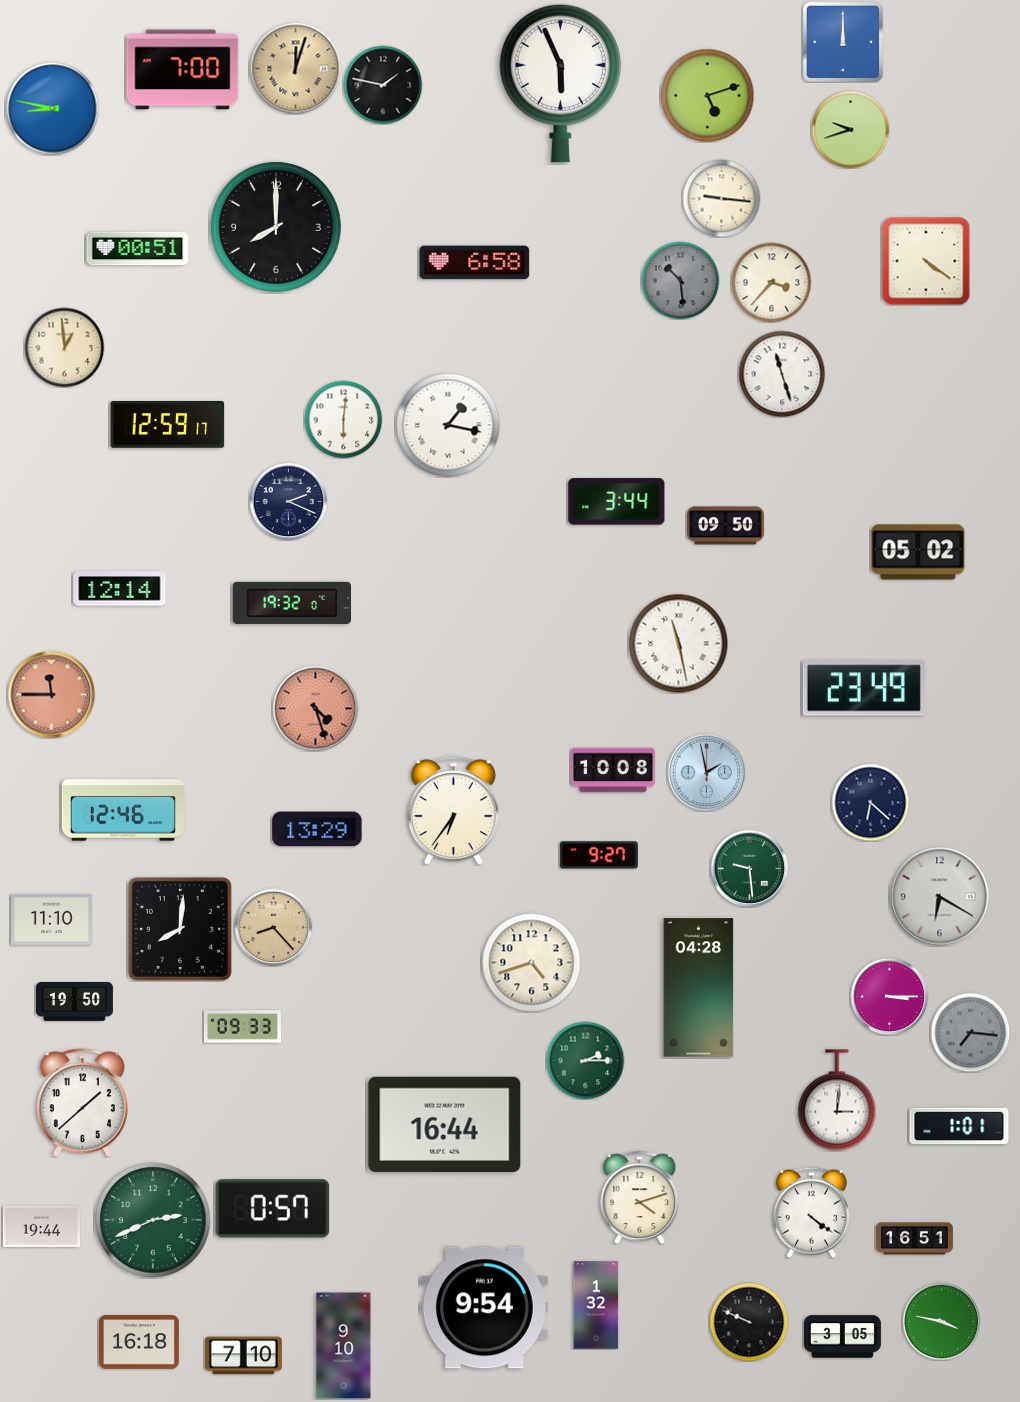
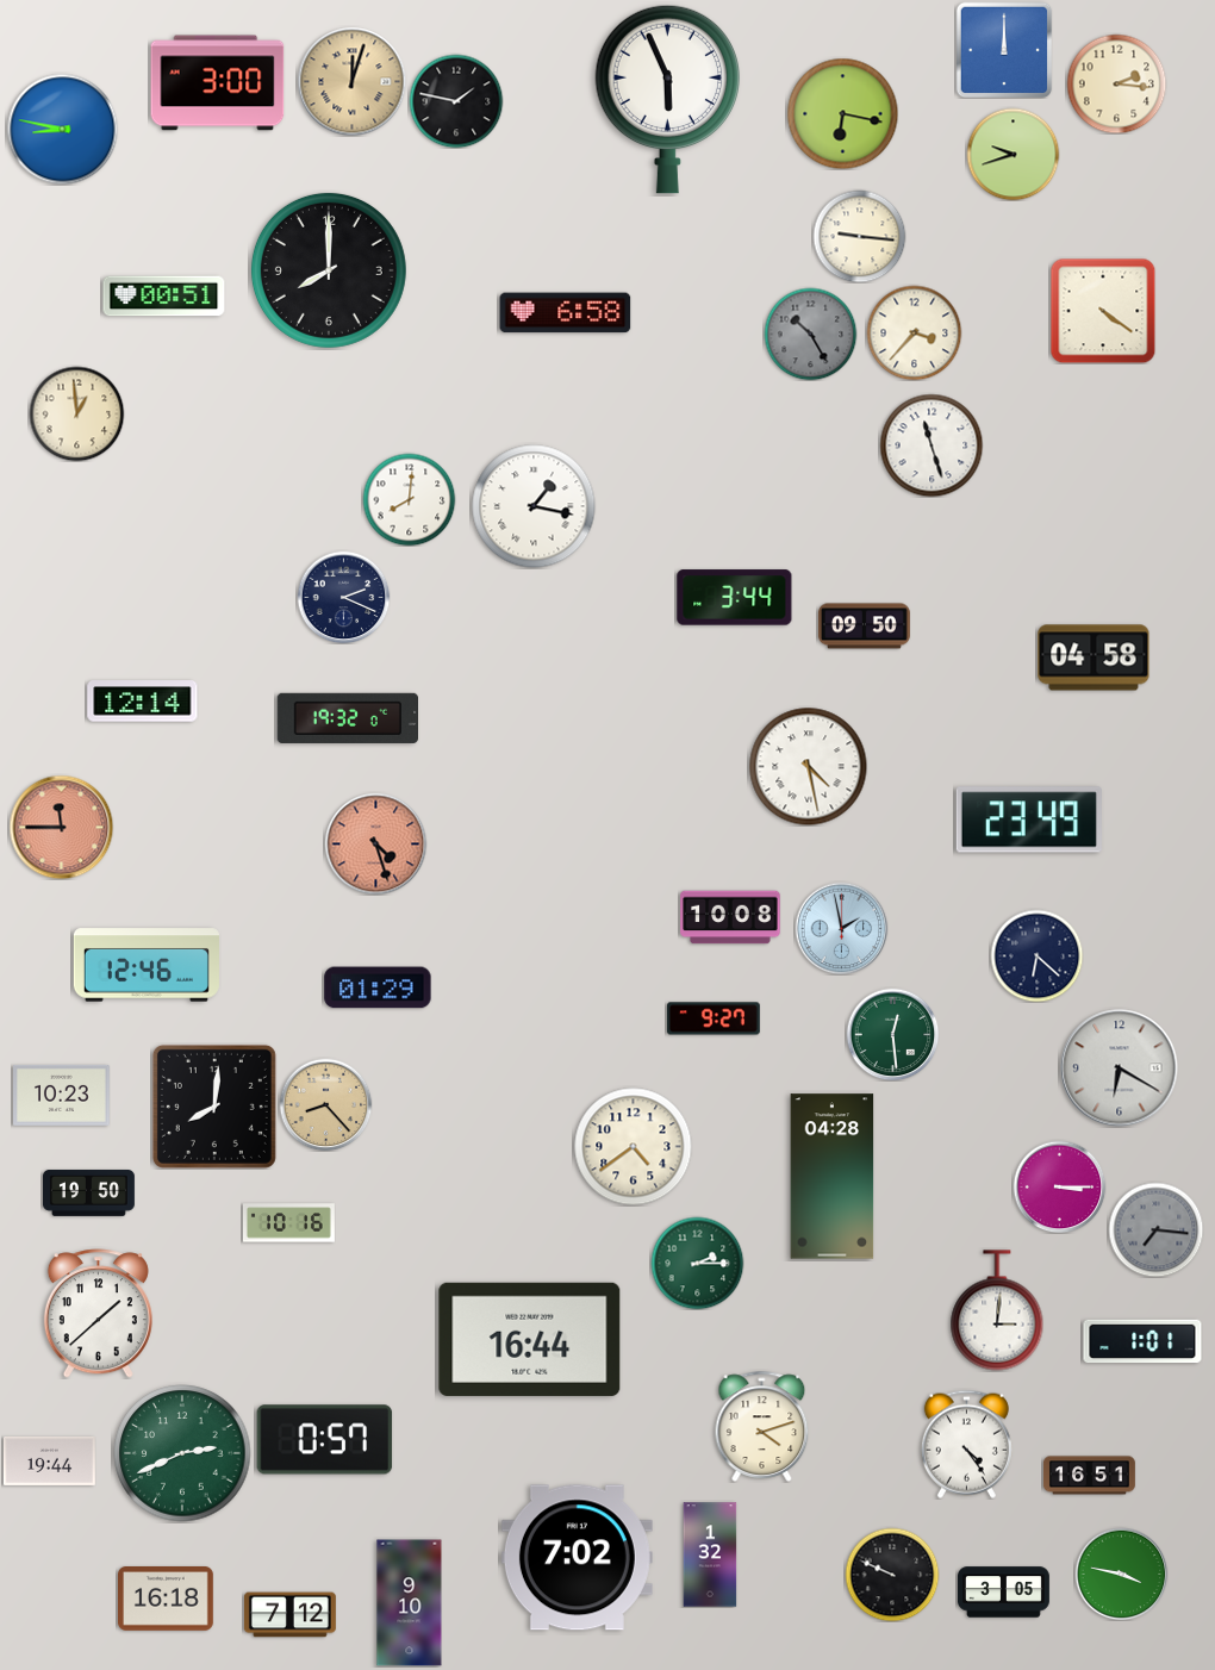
clock at (183, 70): 7:00 -> 3:00
clock at (1116, 83): none -> 2:16
clock at (707, 95): 5:12 -> 6:17
clock at (680, 280): 10:29 -> 10:25
clock at (771, 282) position: (771, 282) -> (914, 332)
clock at (343, 419): 6:01 -> 8:01
clock at (168, 425): 12:59 -> none
clock at (918, 552): 05:02 -> 04:58
clock at (679, 644): 11:28 -> 4:28
clock at (706, 772) position: (706, 772) -> (841, 928)
clock at (453, 811): 6:36 -> none
clock at (317, 829): 13:29 -> 01:29
clock at (749, 868): 9:29 -> 12:29
clock at (52, 919): 11:10 -> 10:23
clock at (532, 963): 4:42 -> 4:39
clock at (242, 1027): 09:33 -> 10:16
clock at (811, 1212): 4:21 -> 4:24
clock at (484, 1308): 9:54 -> 7:02
clock at (243, 1356): 7:10 -> 7:12
